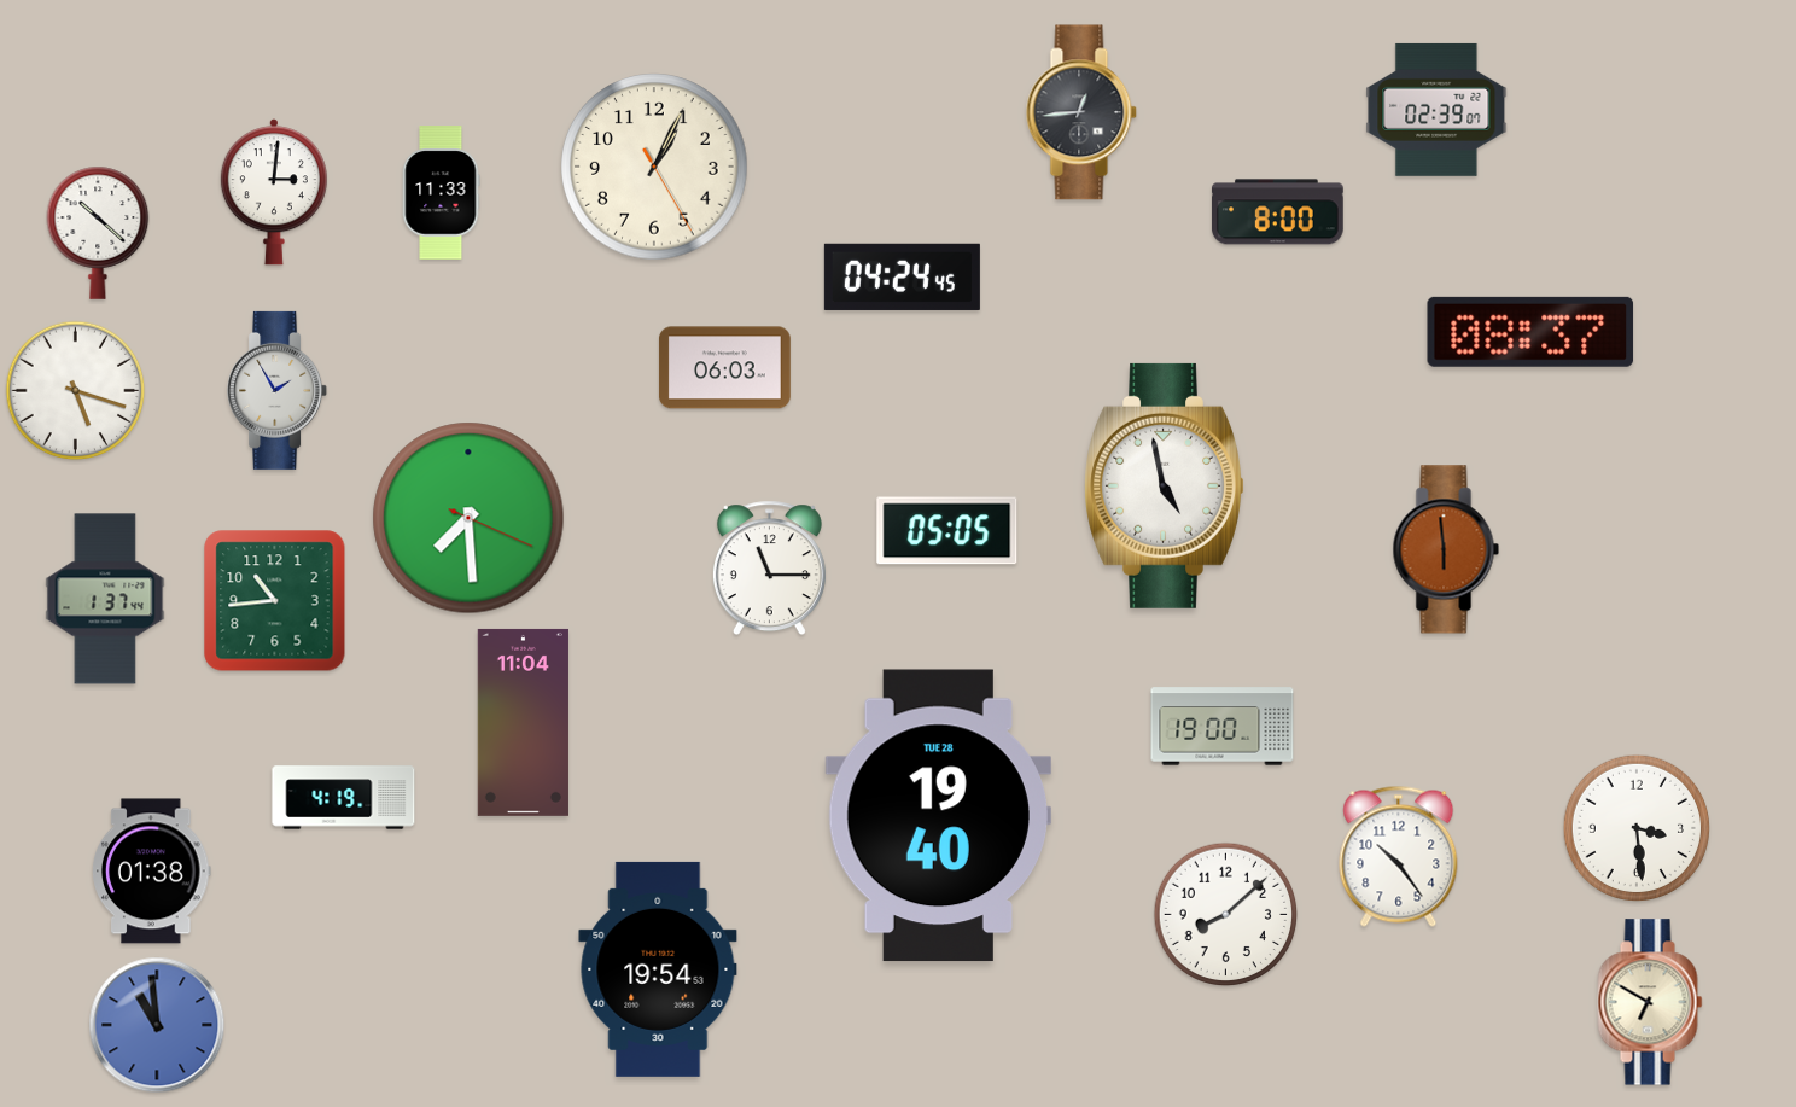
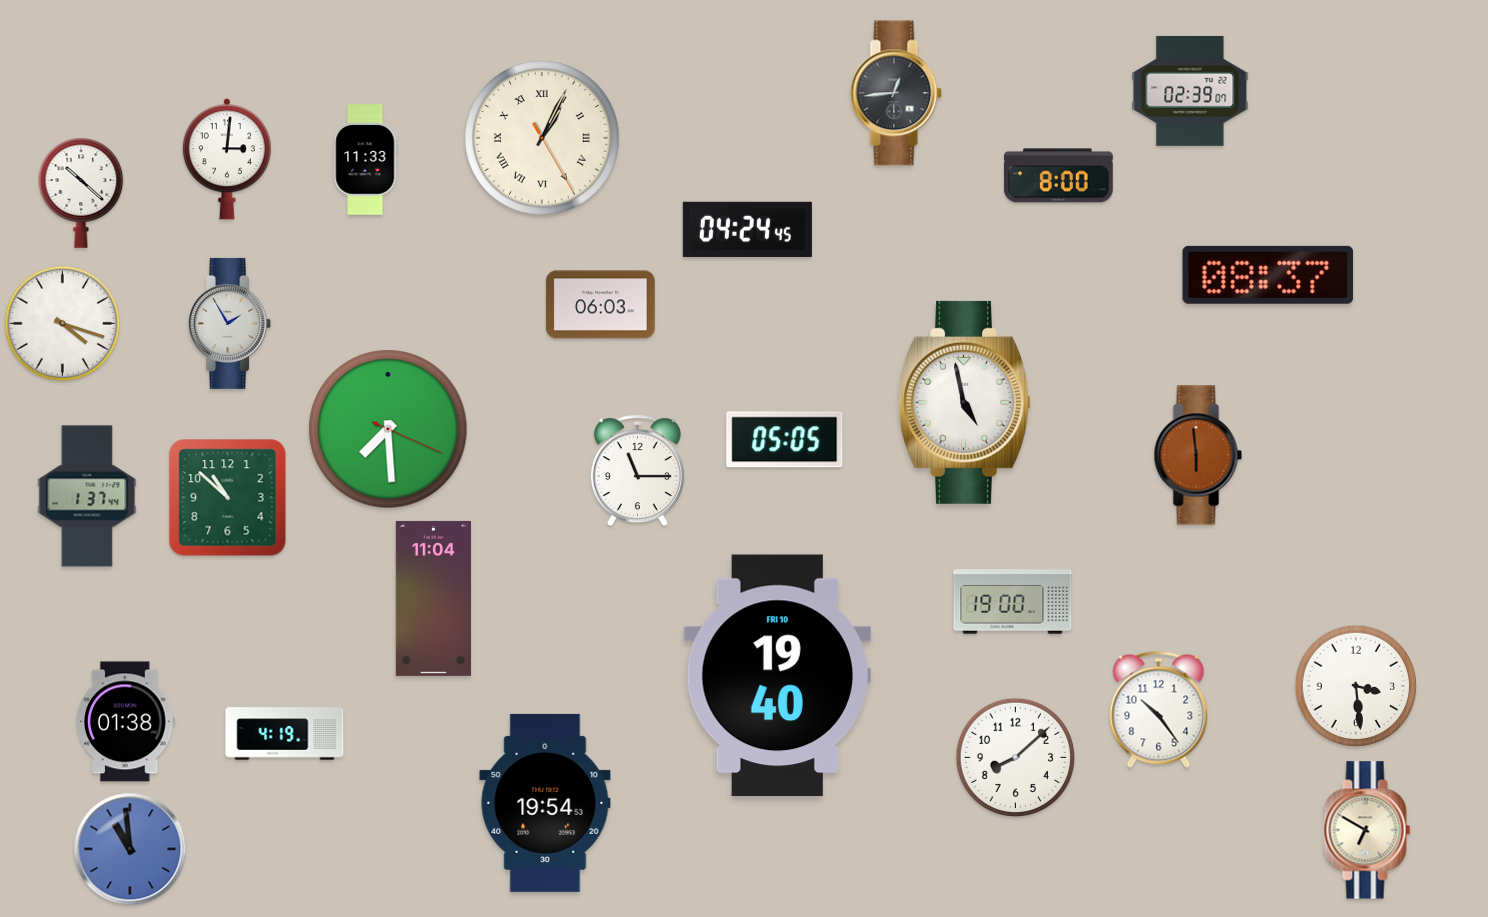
clock at (654, 167) numerals: Arabic -> Roman
clock at (76, 391): 5:18 -> 4:18
clock at (275, 601): 10:44 -> 10:52
clock at (344, 798) position: (344, 798) -> (285, 734)
clock at (938, 816) date: TUE 28 -> FRI 10
